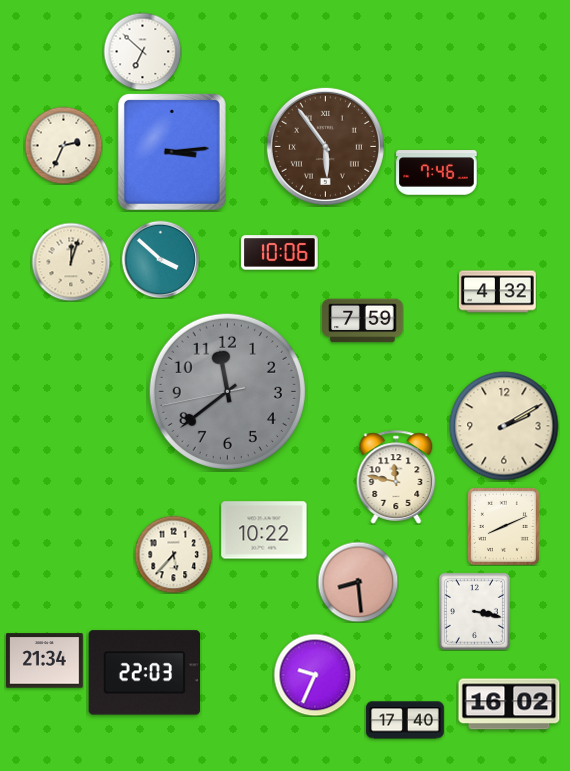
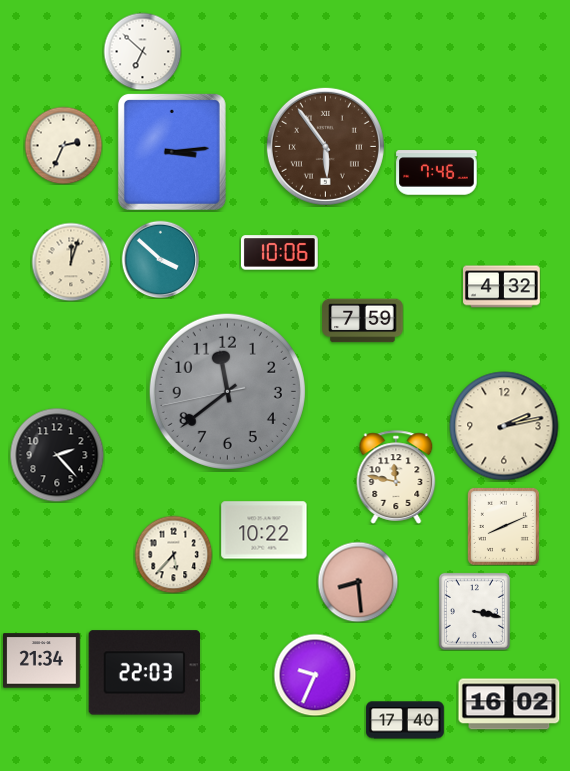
clock at (498, 292) position: (498, 292) -> (502, 287)
clock at (504, 426): 2:10 -> 2:13
clock at (57, 455): none -> 2:23
clock at (45, 661) position: (45, 661) -> (42, 661)
